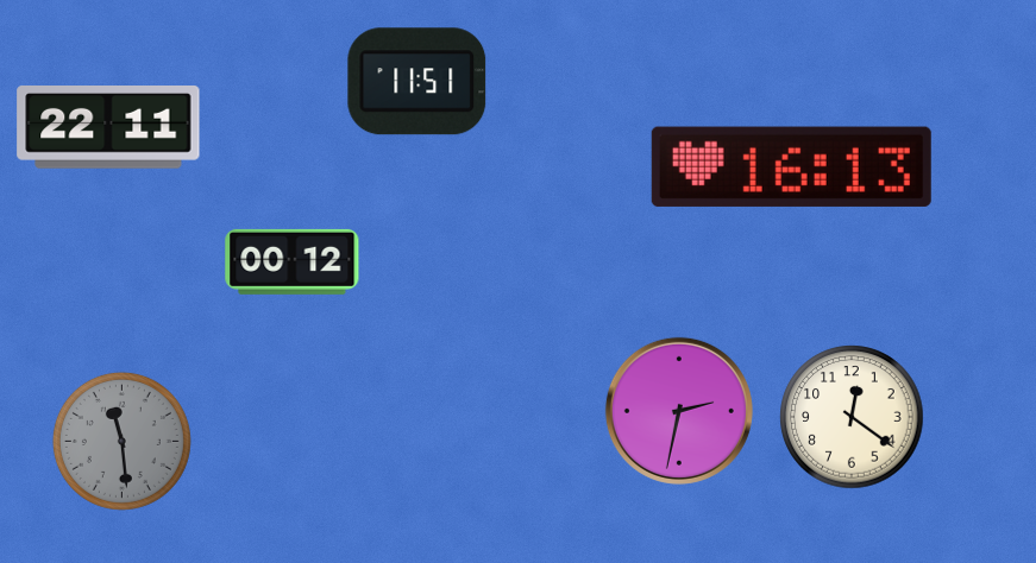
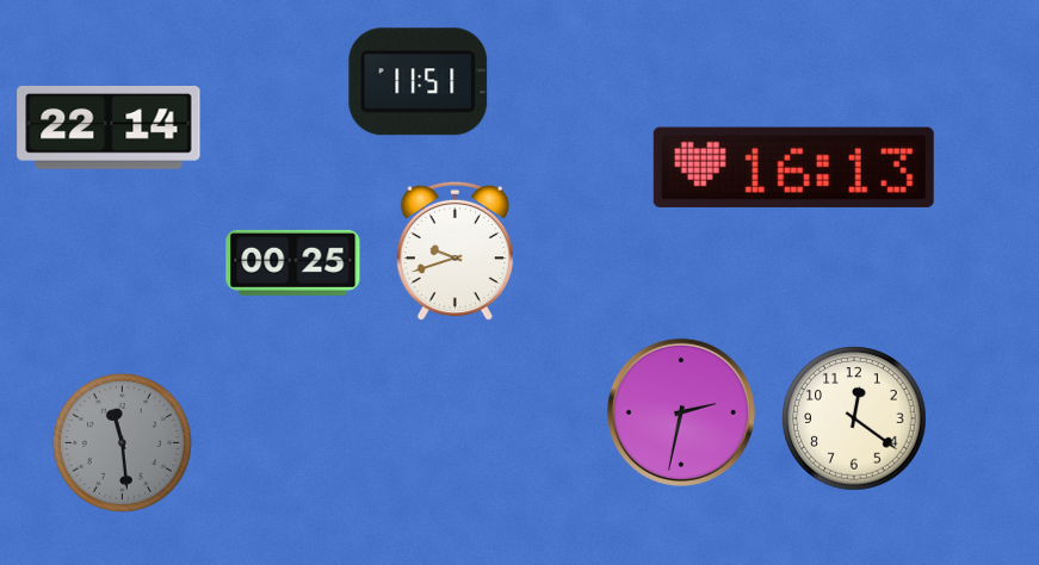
clock at (108, 128): 22:11 -> 22:14
clock at (454, 252): none -> 9:42
clock at (293, 261): 00:12 -> 00:25
